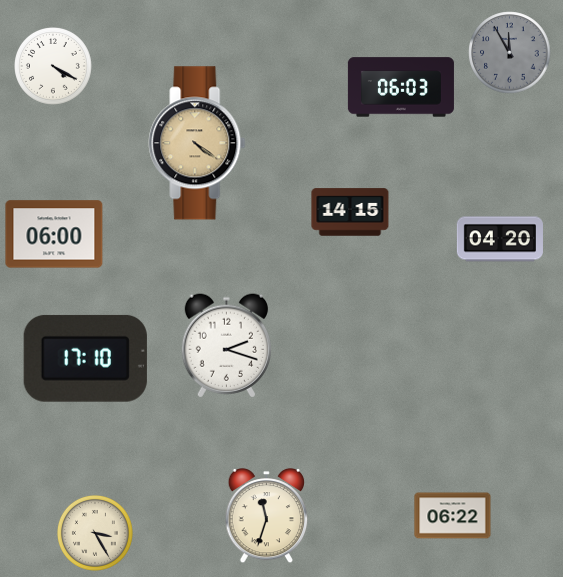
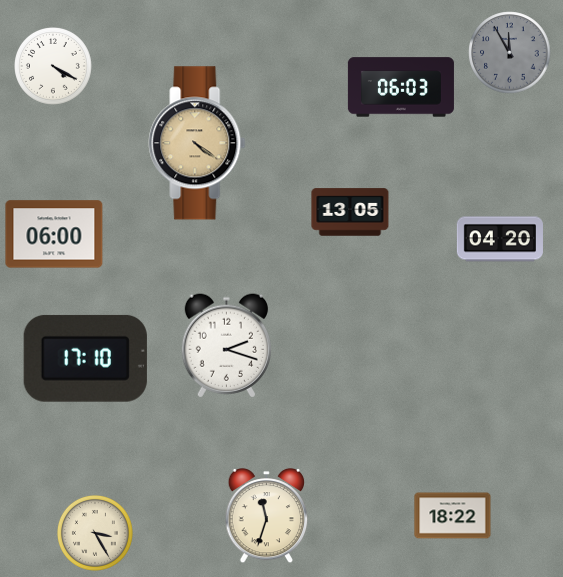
clock at (350, 212): 14:15 -> 13:05
clock at (453, 516): 06:22 -> 18:22
